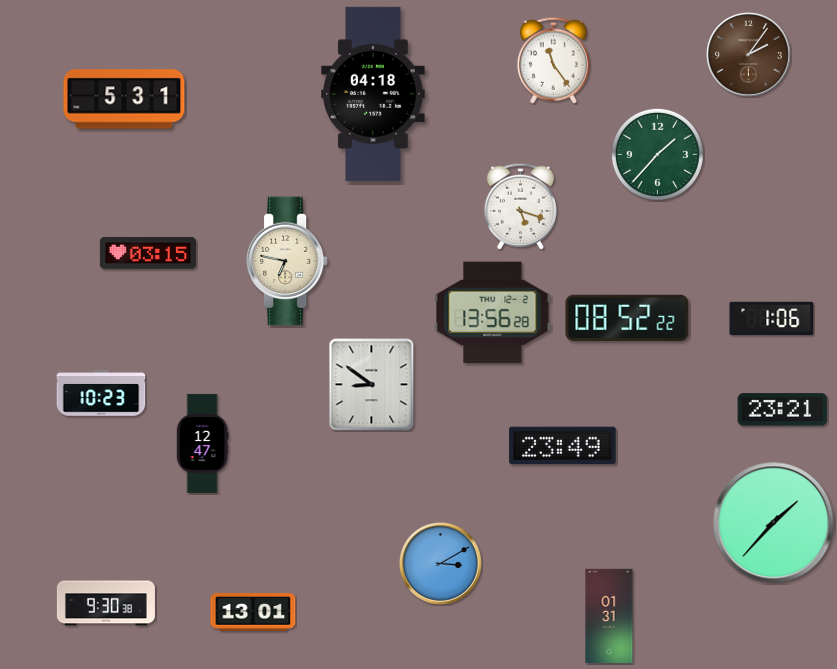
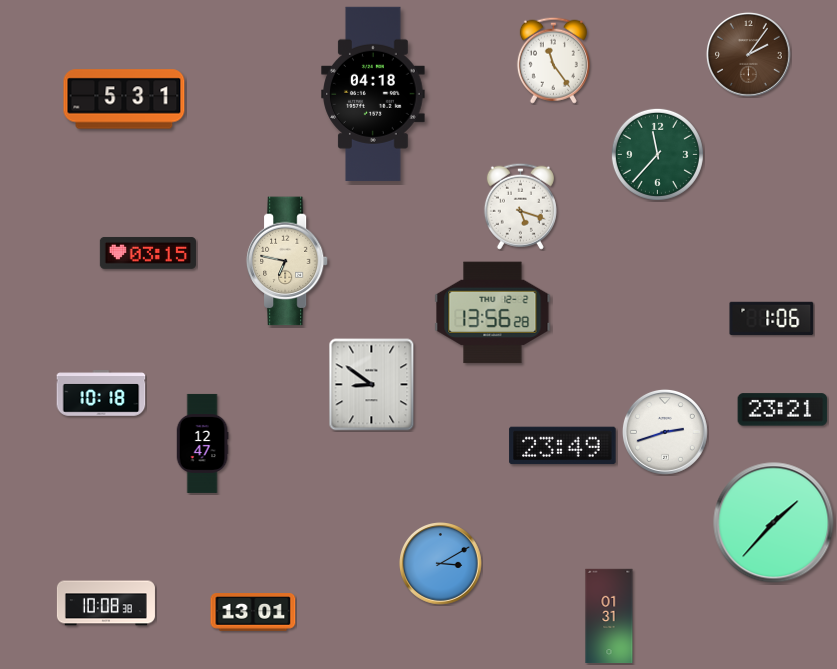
clock at (657, 154): 1:37 -> 11:37
clock at (627, 317): 08:52 -> none
clock at (101, 393): 10:23 -> 10:18
clock at (665, 432): none -> 2:42
clock at (106, 603): 9:30 -> 10:08
